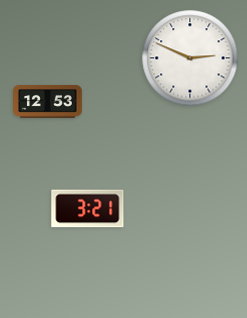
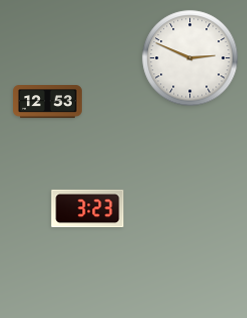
clock at (88, 209): 3:21 -> 3:23
